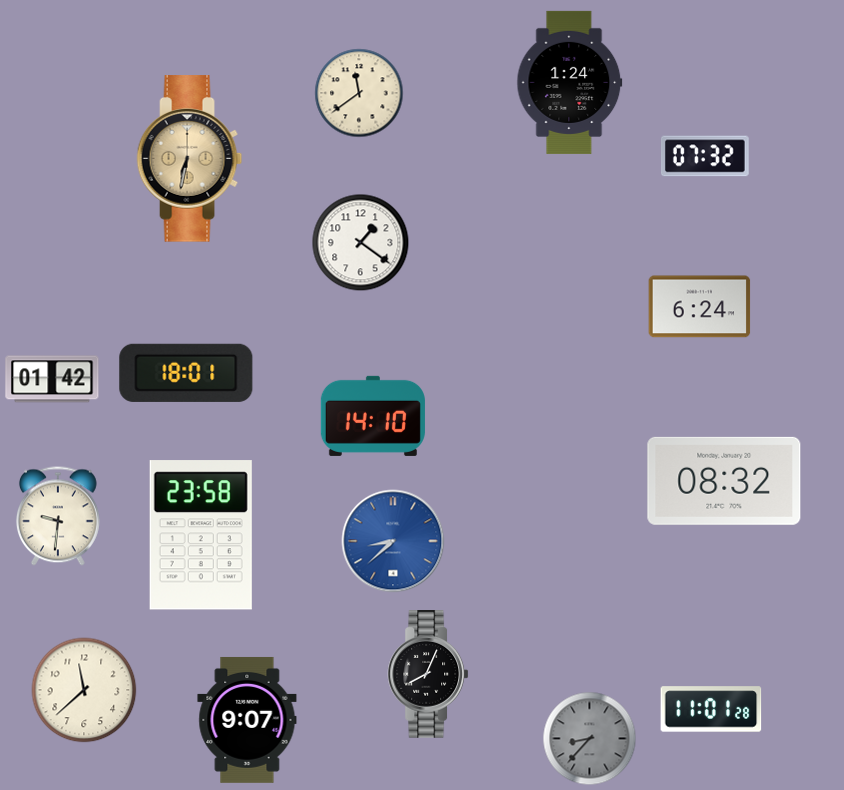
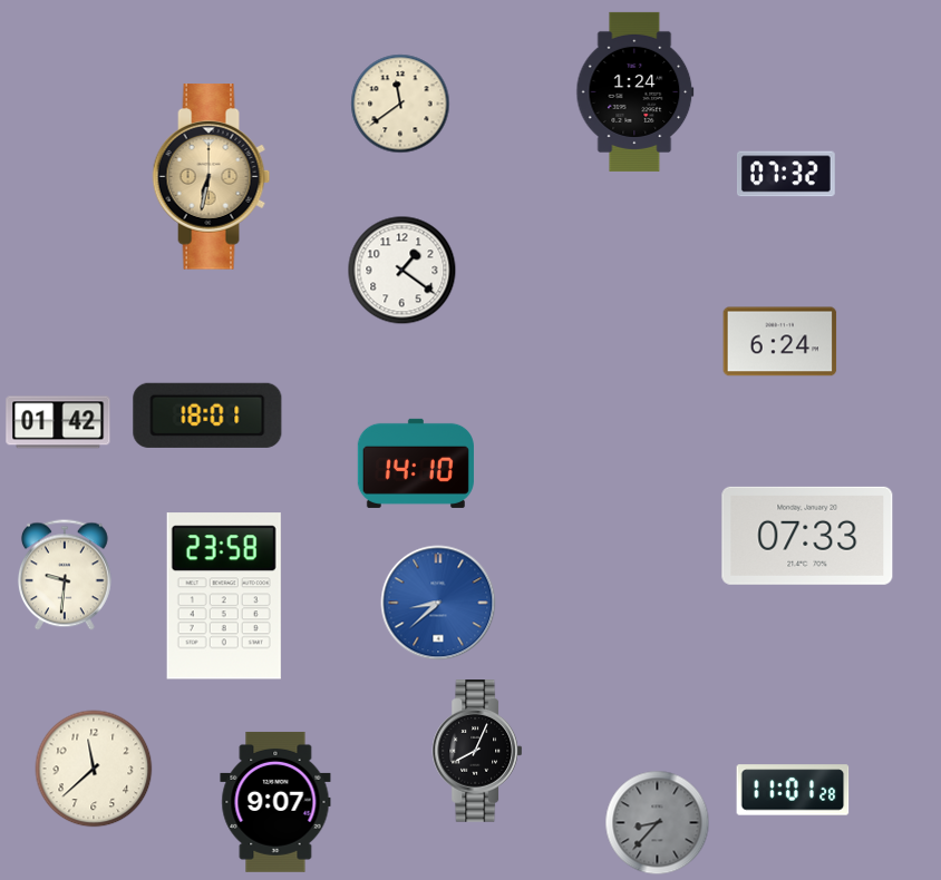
clock at (724, 481): 08:32 -> 07:33
